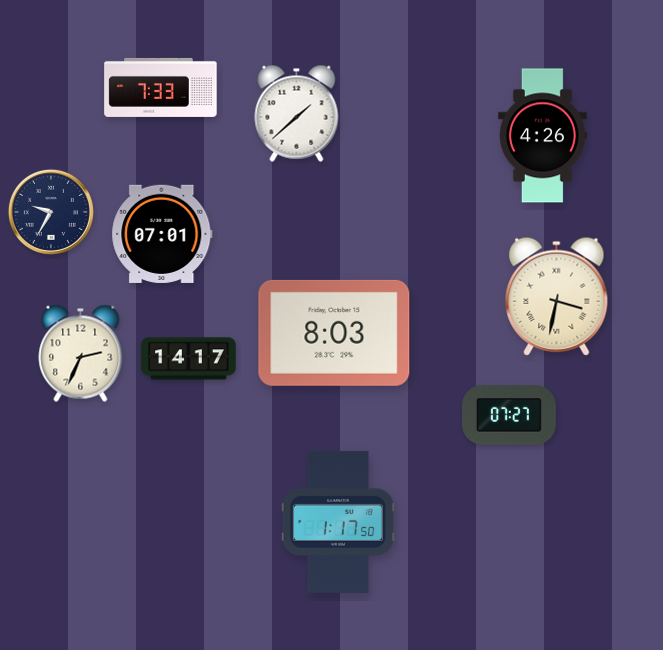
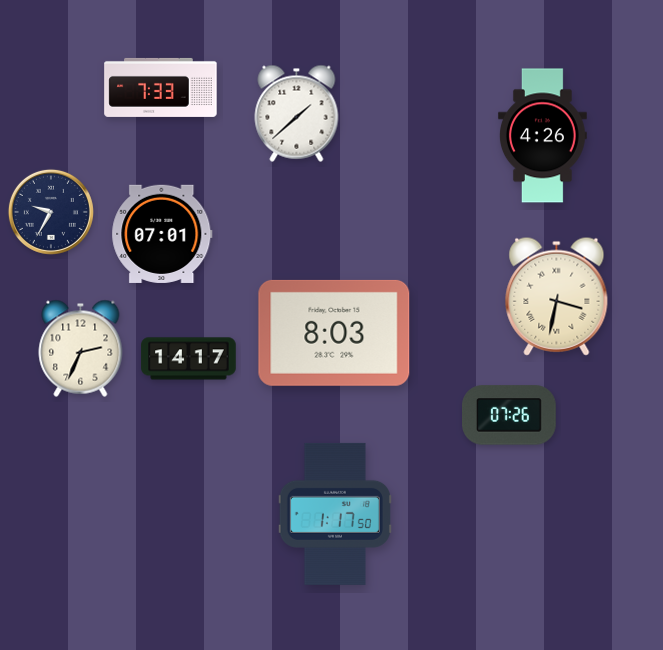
clock at (81, 353) position: (81, 353) -> (81, 348)
clock at (510, 415): 07:27 -> 07:26
clock at (338, 522) position: (338, 522) -> (335, 514)
